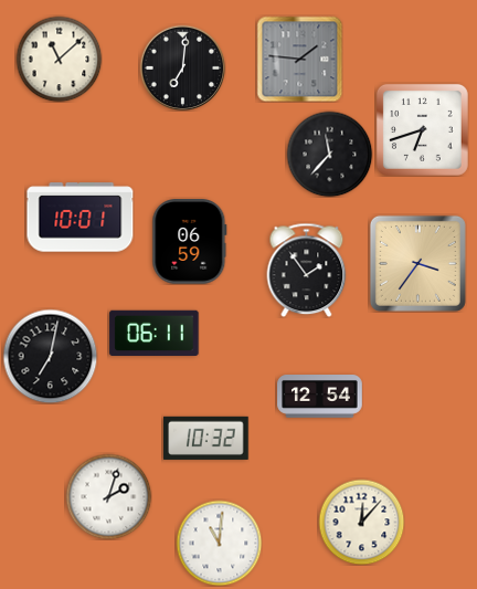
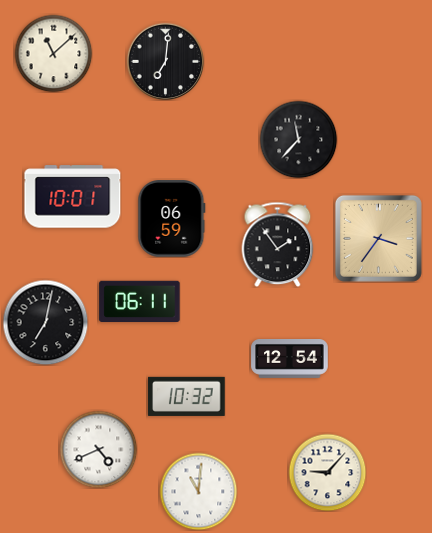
clock at (299, 59): 1:46 -> none
clock at (422, 129): 6:42 -> none
clock at (108, 496): 2:03 -> 4:41
clock at (361, 522): 12:07 -> 9:07
